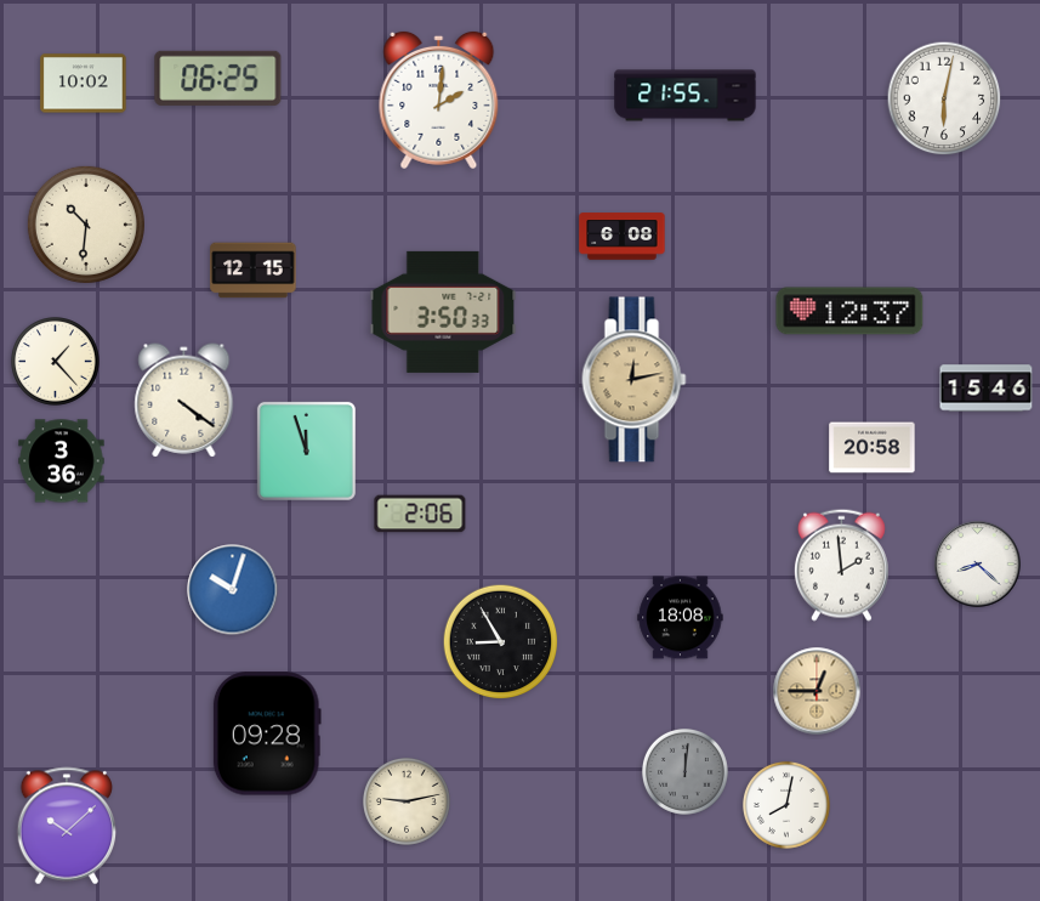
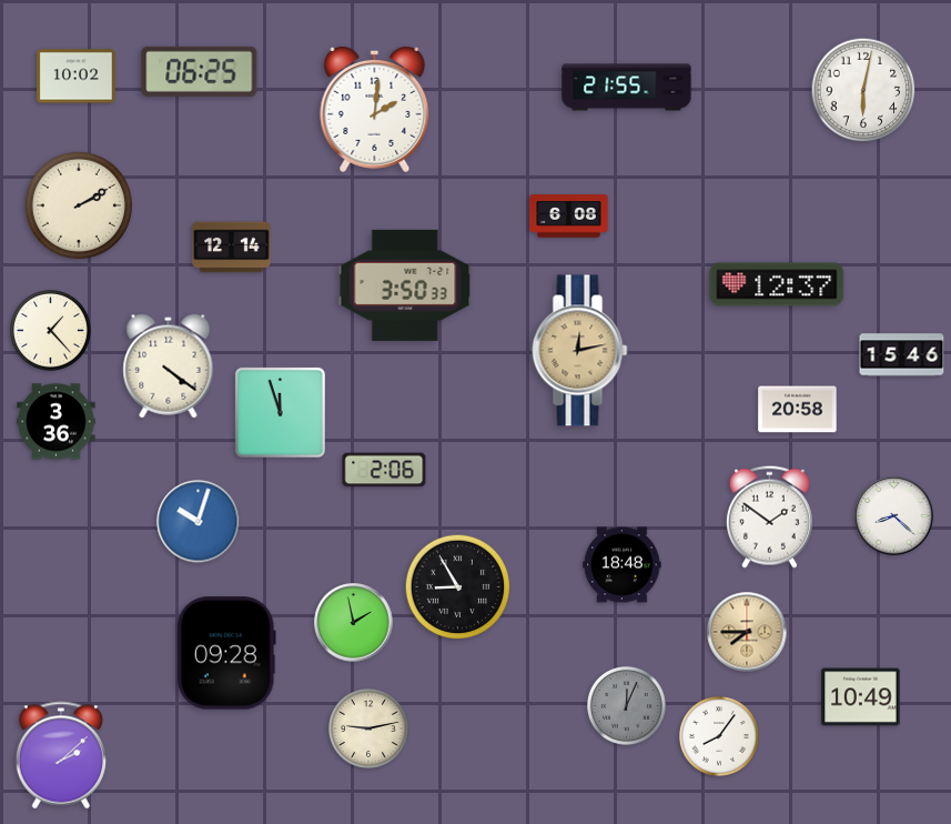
clock at (439, 100) position: (439, 100) -> (375, 109)
clock at (86, 225): 10:31 -> 2:10
clock at (254, 271): 12:15 -> 12:14
clock at (635, 380) position: (635, 380) -> (580, 351)
clock at (841, 565): 1:59 -> 1:51
clock at (233, 590) position: (233, 590) -> (199, 522)
clock at (681, 618): 18:08 -> 18:48
clock at (354, 623): none -> 1:58
clock at (817, 691): 12:45 -> 7:45
clock at (267, 733) position: (267, 733) -> (226, 653)
clock at (861, 697): none -> 10:49
clock at (684, 771): 12:01 -> 12:04
clock at (407, 801) position: (407, 801) -> (368, 728)
clock at (786, 805): 8:02 -> 8:06
clock at (67, 826): 10:08 -> 2:08
